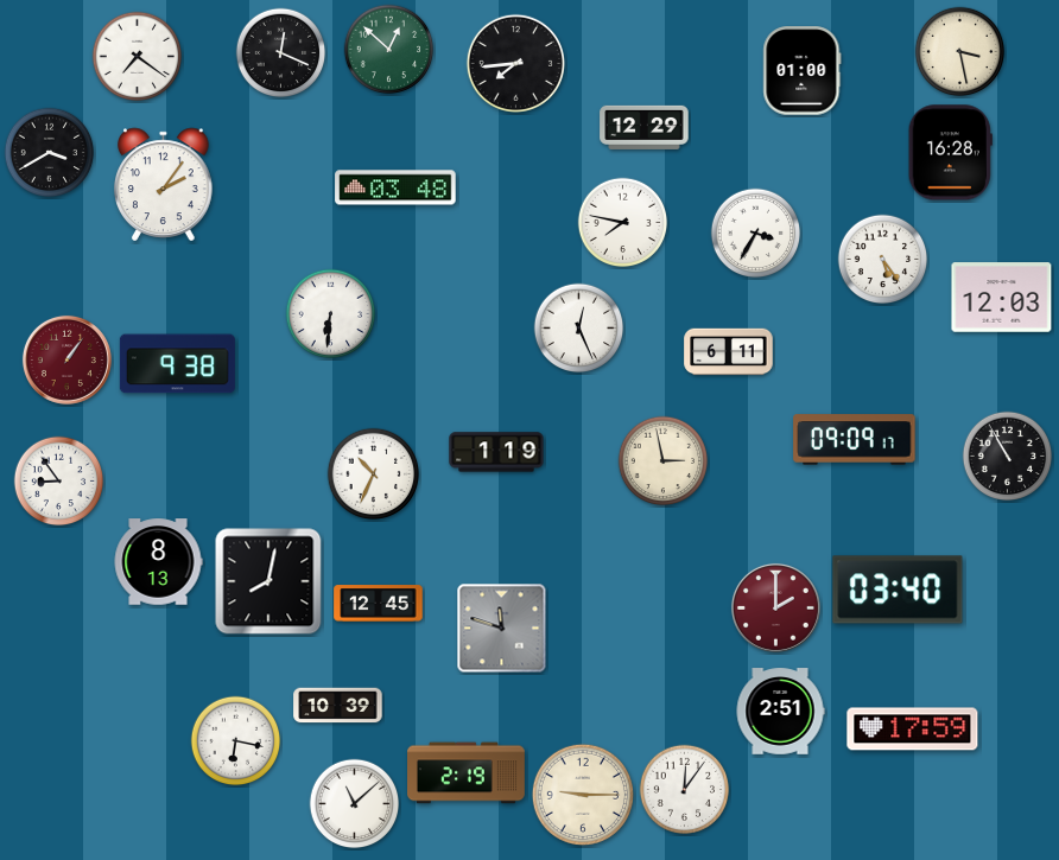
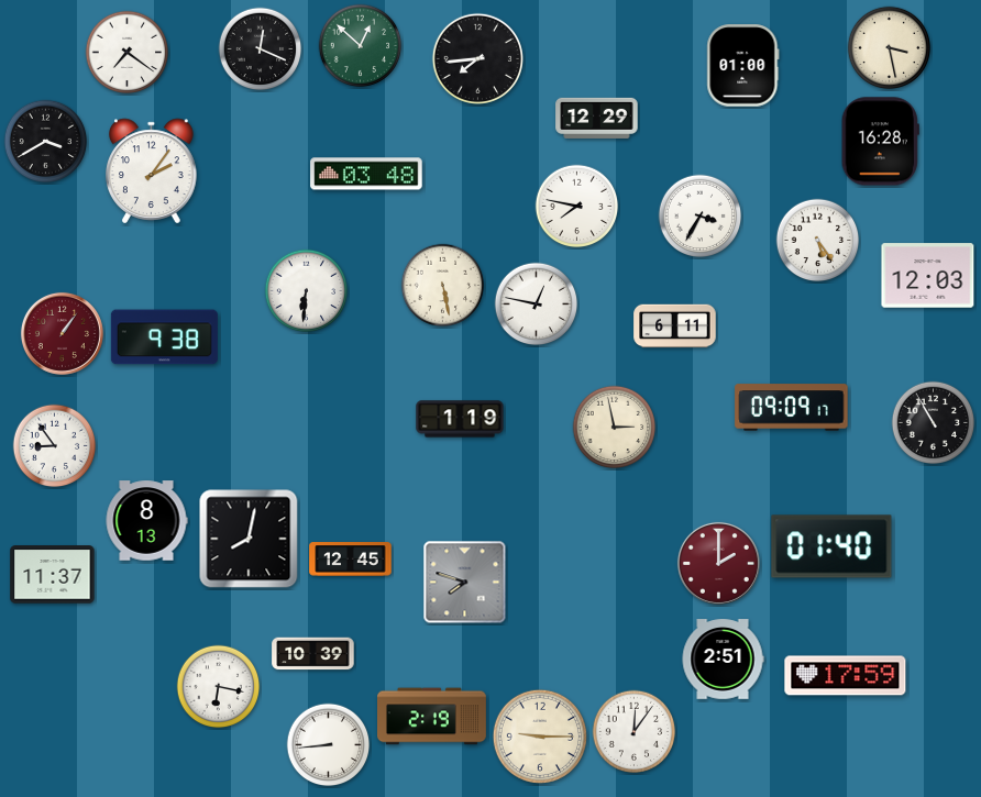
clock at (443, 286): none -> 5:28
clock at (579, 329): 12:26 -> 12:47
clock at (374, 474): 10:34 -> none
clock at (898, 590): 03:40 -> 01:40
clock at (53, 575): none -> 11:37
clock at (502, 629): 11:48 -> 7:48
clock at (355, 804): 11:08 -> 8:44
